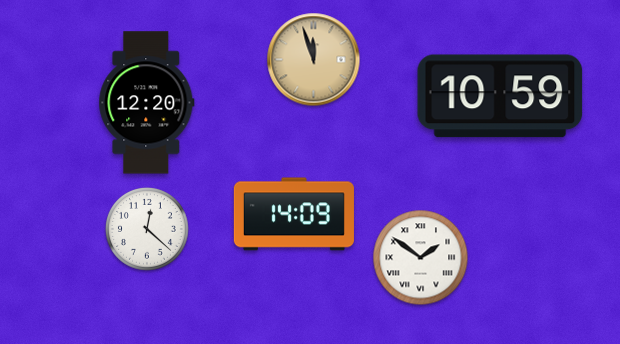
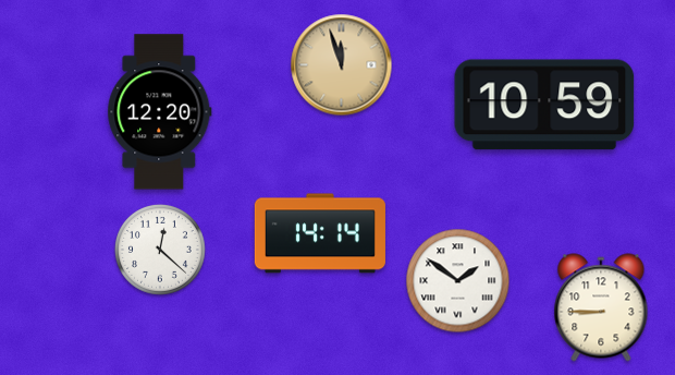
clock at (294, 214): 14:09 -> 14:14
clock at (601, 307): none -> 8:45
